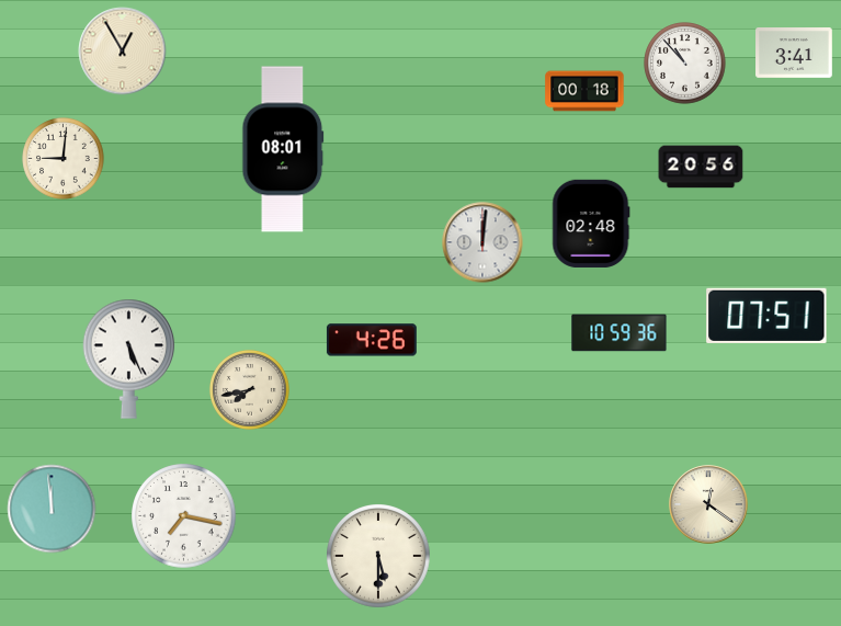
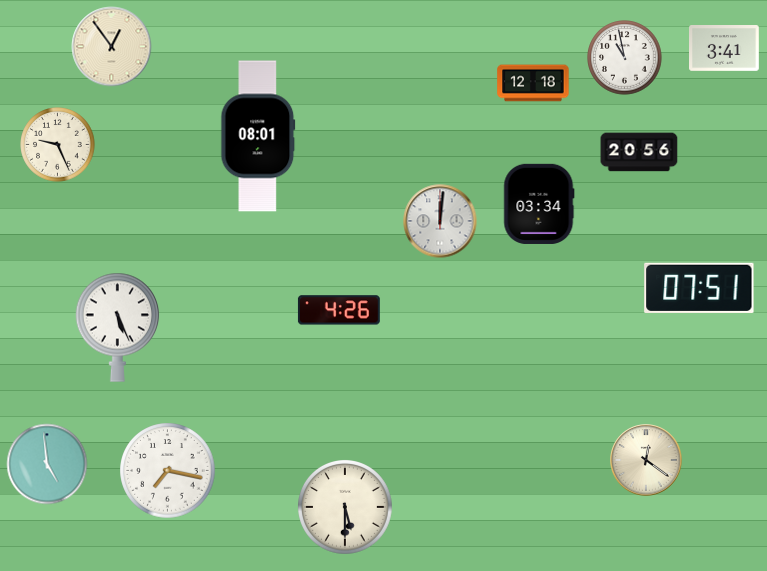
clock at (123, 52): 12:55 -> 12:54
clock at (685, 64): 10:53 -> 10:58
clock at (584, 91): 00:18 -> 12:18
clock at (64, 159): 9:01 -> 9:26
clock at (591, 224): 02:48 -> 03:34
clock at (620, 333): 10:59 -> none
clock at (249, 389): 7:43 -> none
clock at (52, 509): 11:59 -> 4:59
